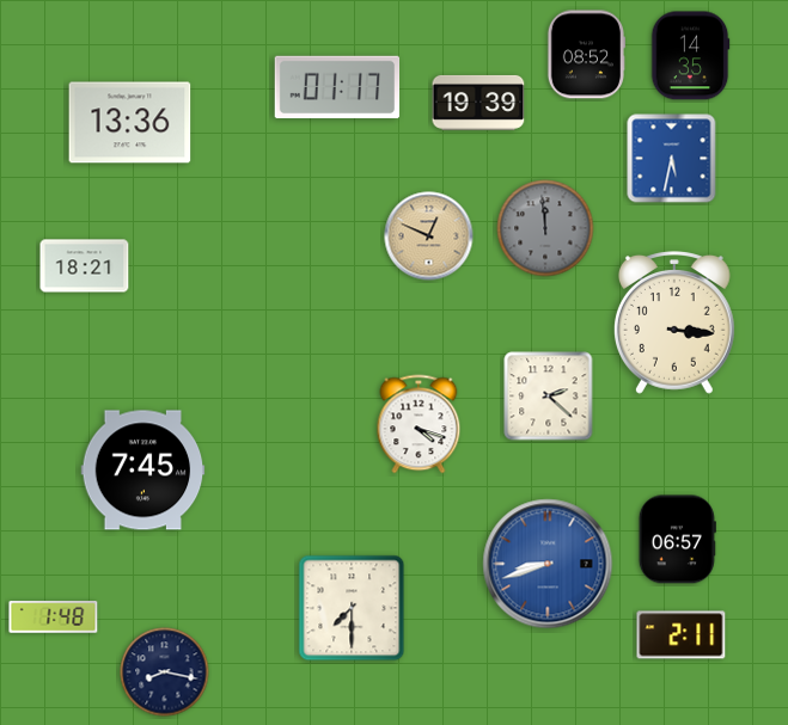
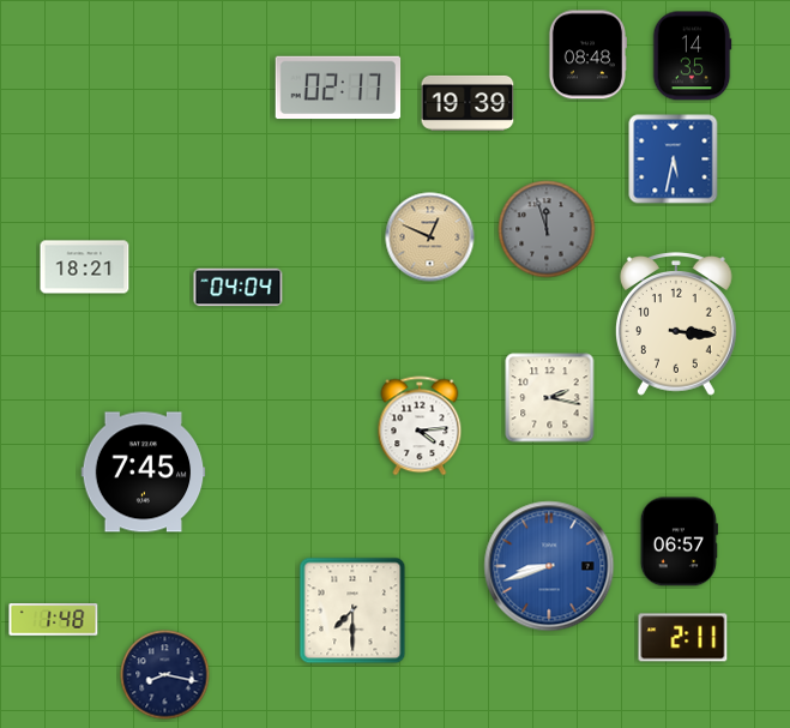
clock at (585, 55): 08:52 -> 08:48
clock at (337, 87): 01:17 -> 02:17
clock at (478, 103) position: (478, 103) -> (468, 103)
clock at (130, 123): 13:36 -> none
clock at (545, 228): 11:59 -> 11:57
clock at (239, 288): none -> 04:04
clock at (549, 397): 2:22 -> 2:17
clock at (419, 424): 4:18 -> 4:14
